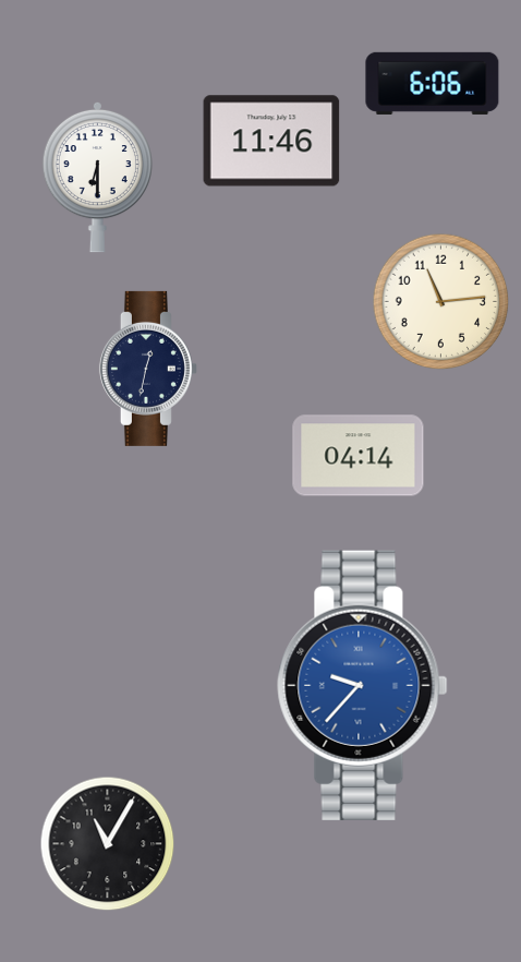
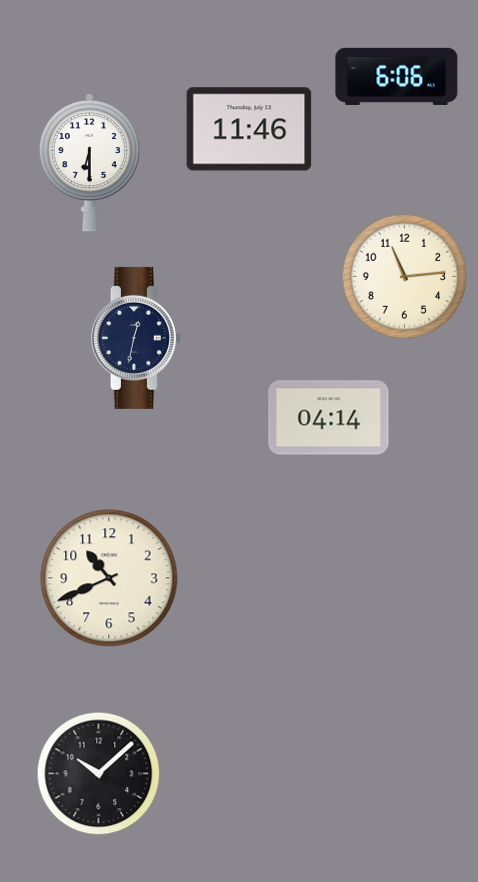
clock at (109, 578): none -> 10:41
clock at (363, 685): 9:37 -> none
clock at (108, 844): 11:05 -> 10:08
